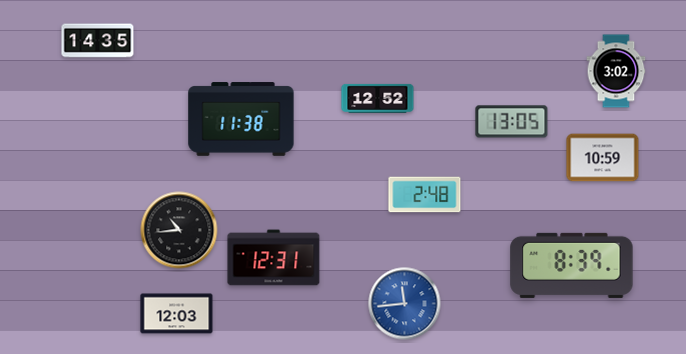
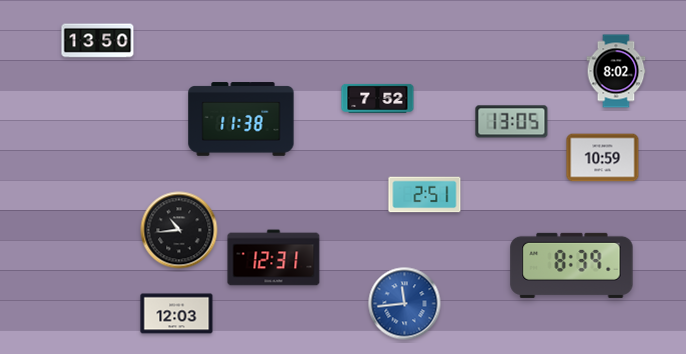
clock at (98, 41): 14:35 -> 13:50
clock at (616, 71): 3:02 -> 8:02
clock at (378, 98): 12:52 -> 7:52
clock at (425, 195): 2:48 -> 2:51
